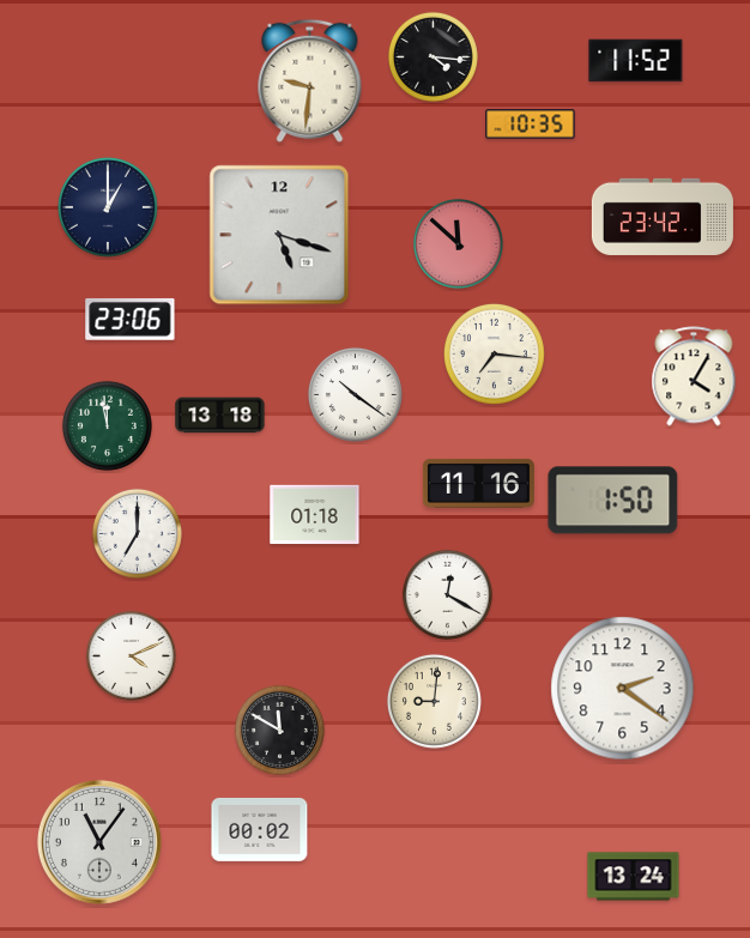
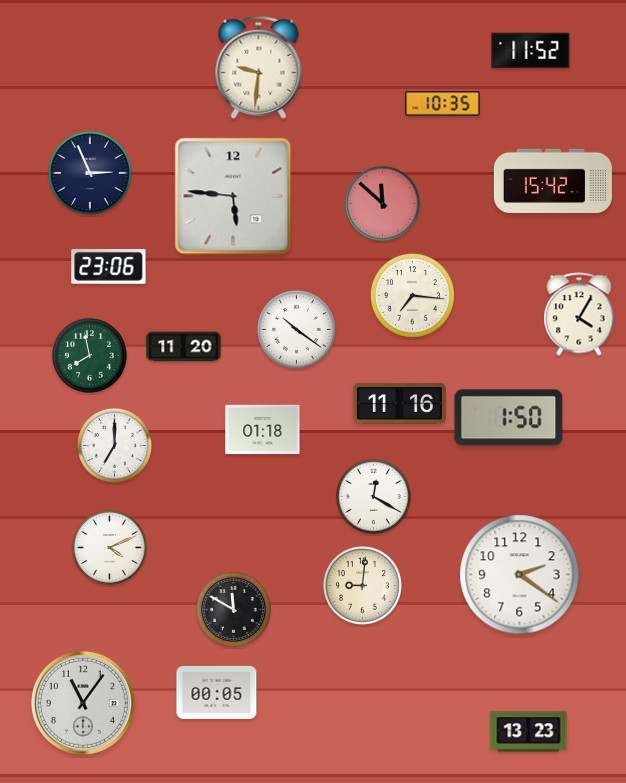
clock at (433, 56): 4:16 -> none
clock at (108, 207): 1:00 -> 2:56
clock at (663, 217): 23:42 -> 15:42
clock at (279, 235): 5:18 -> 5:46
clock at (220, 416): 13:18 -> 11:20
clock at (107, 425): 11:58 -> 7:58
clock at (613, 501) position: (613, 501) -> (509, 418)
clock at (260, 829): 00:02 -> 00:05
clock at (634, 877): 13:24 -> 13:23
